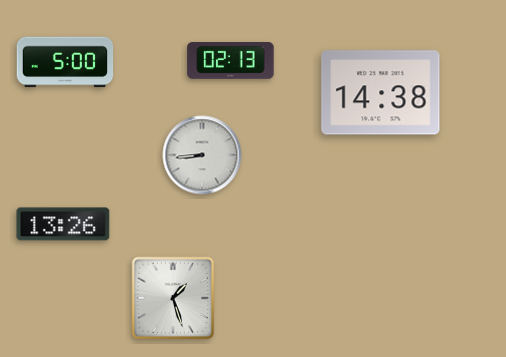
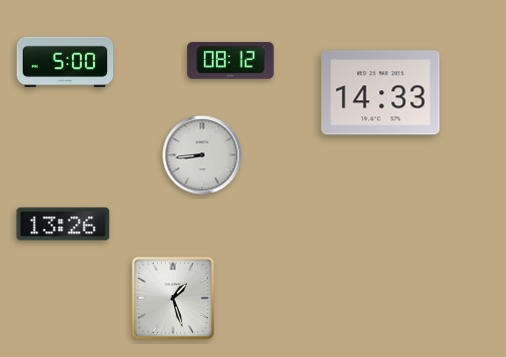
clock at (231, 61): 02:13 -> 08:12
clock at (381, 93): 14:38 -> 14:33
